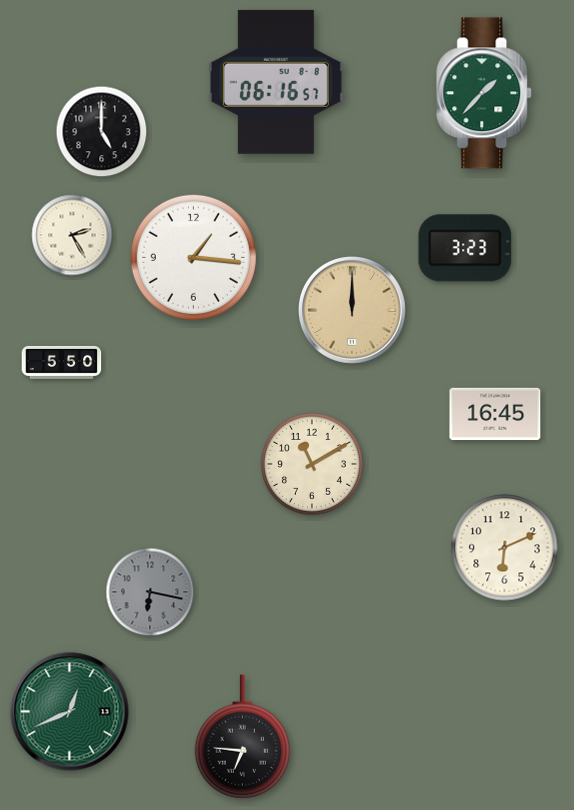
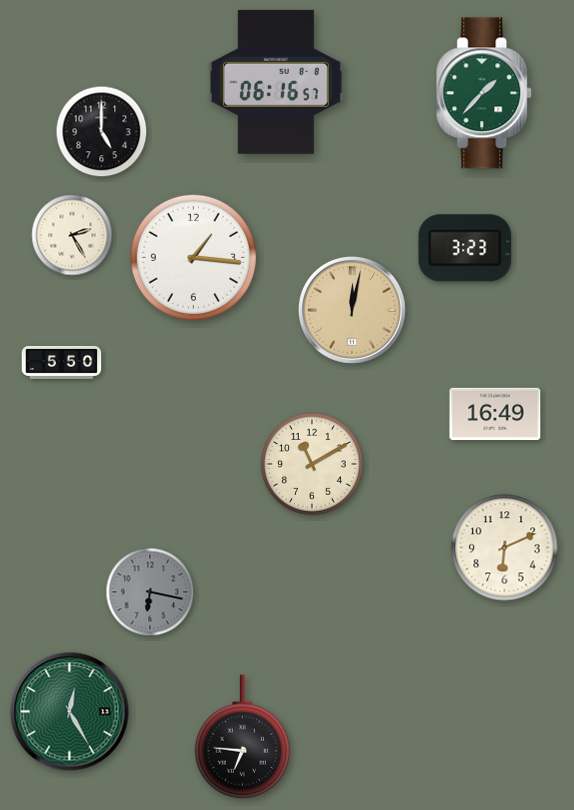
clock at (352, 310): 12:00 -> 12:02
clock at (495, 414): 16:45 -> 16:49
clock at (70, 712): 12:41 -> 12:25
